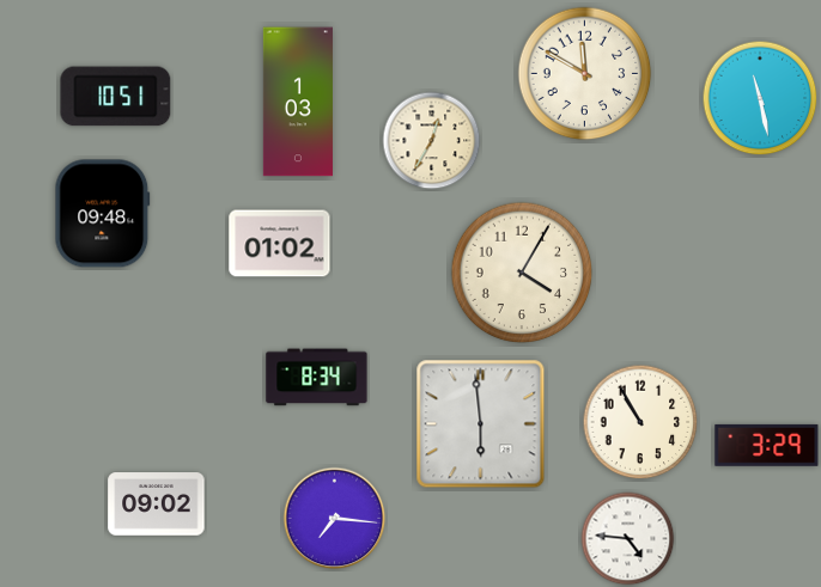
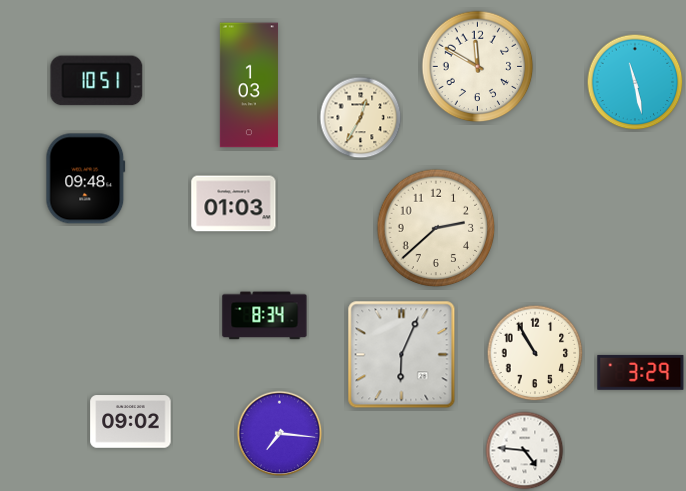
clock at (585, 74) position: (585, 74) -> (478, 67)
clock at (280, 244): 01:02 -> 01:03
clock at (522, 273): 4:05 -> 2:38
clock at (481, 424): 5:59 -> 6:04
